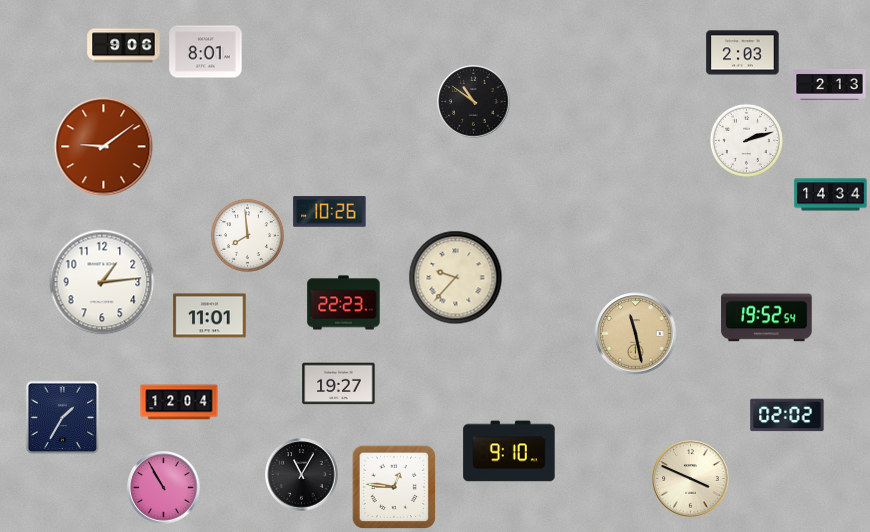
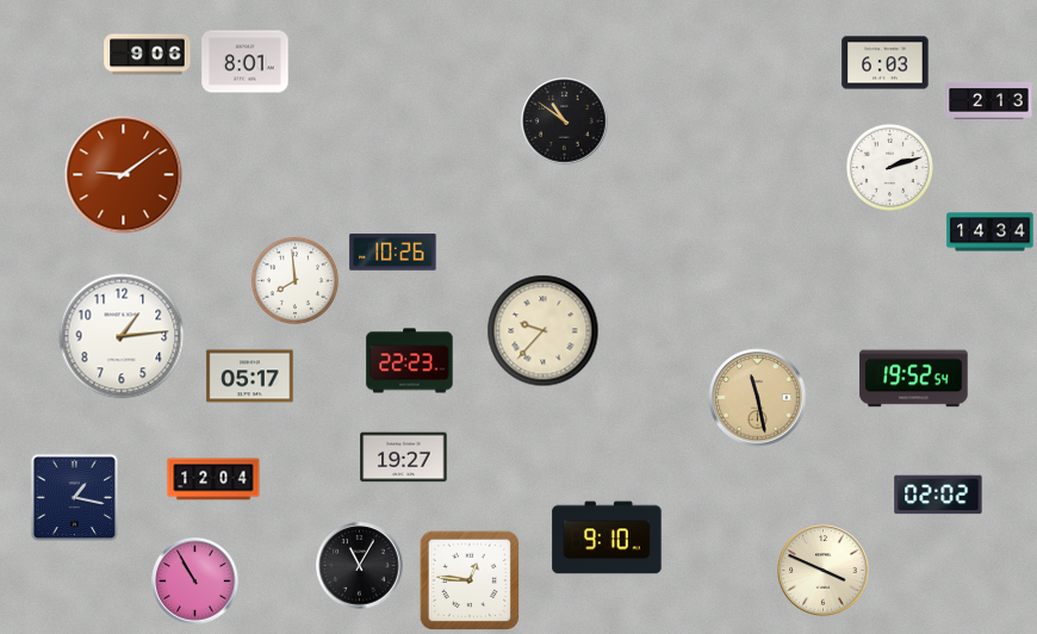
clock at (743, 53): 2:03 -> 6:03
clock at (210, 316): 11:01 -> 05:17
clock at (63, 418): 1:35 -> 1:17
